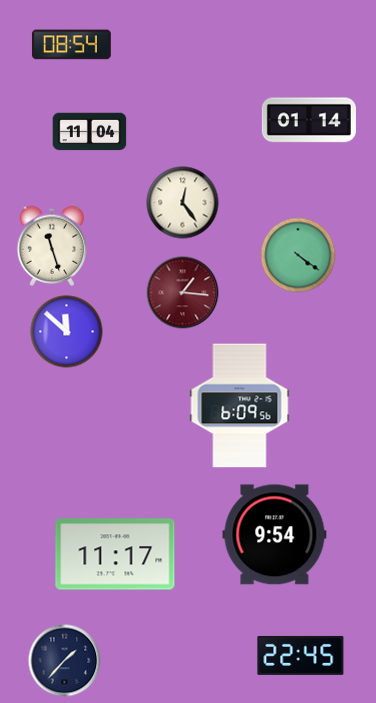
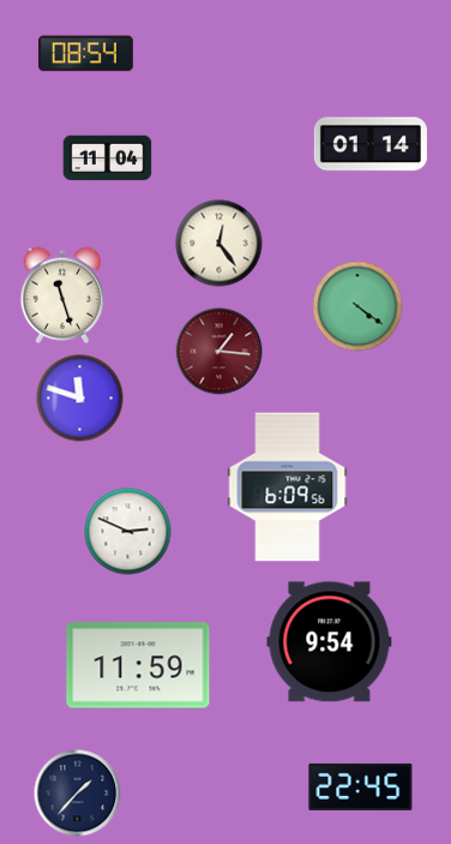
clock at (67, 332): 11:52 -> 11:48
clock at (128, 532): none -> 2:49
clock at (115, 554): 11:17 -> 11:59
